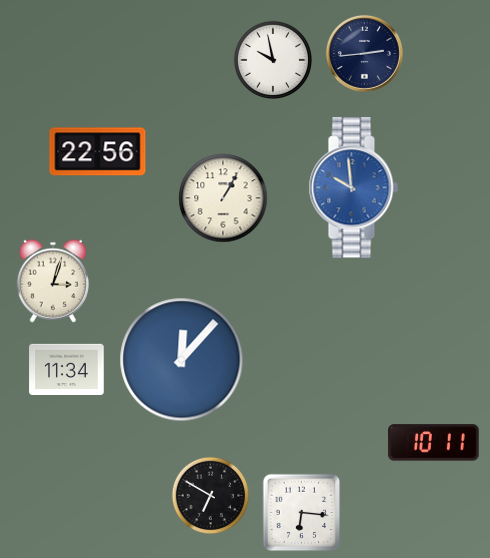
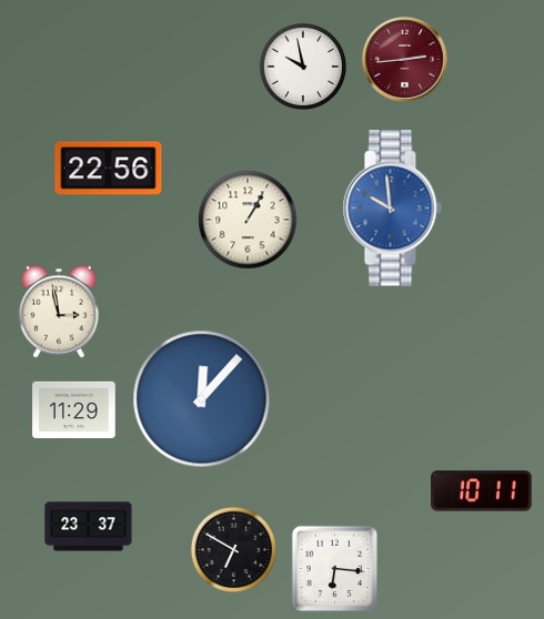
clock at (364, 53) dial: navy -> burgundy
clock at (52, 281): 3:03 -> 2:58
clock at (67, 370): 11:34 -> 11:29
clock at (89, 527): none -> 23:37
